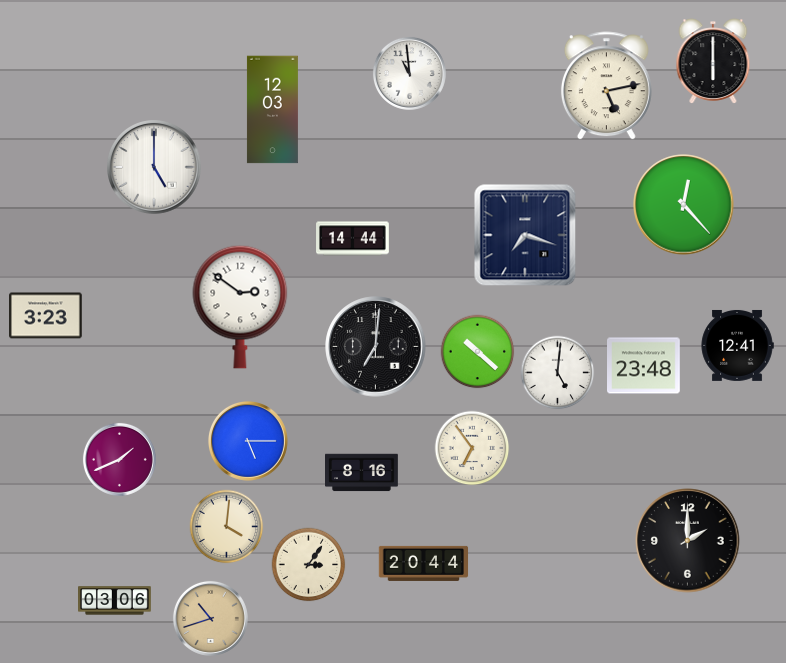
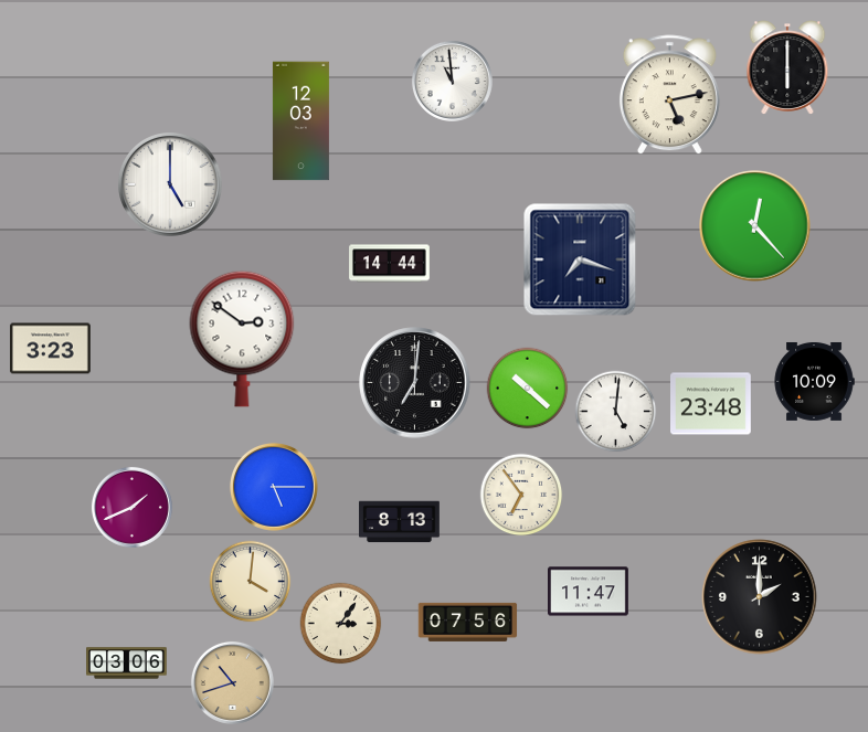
clock at (240, 307) position: (240, 307) -> (242, 339)
clock at (737, 345): 12:41 -> 10:09
clock at (362, 473): 8:16 -> 8:13
clock at (589, 592): none -> 11:47
clock at (424, 563): 20:44 -> 07:56
